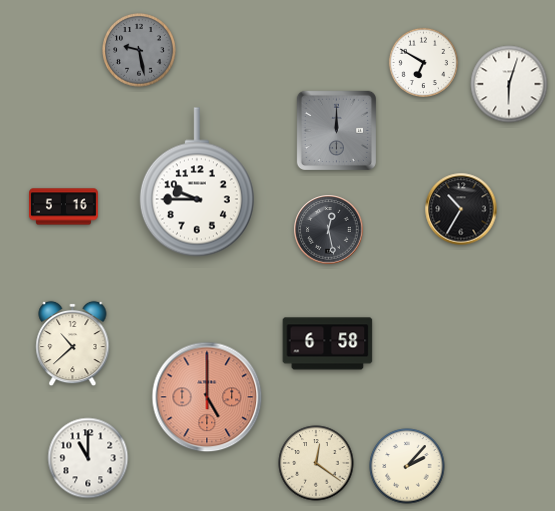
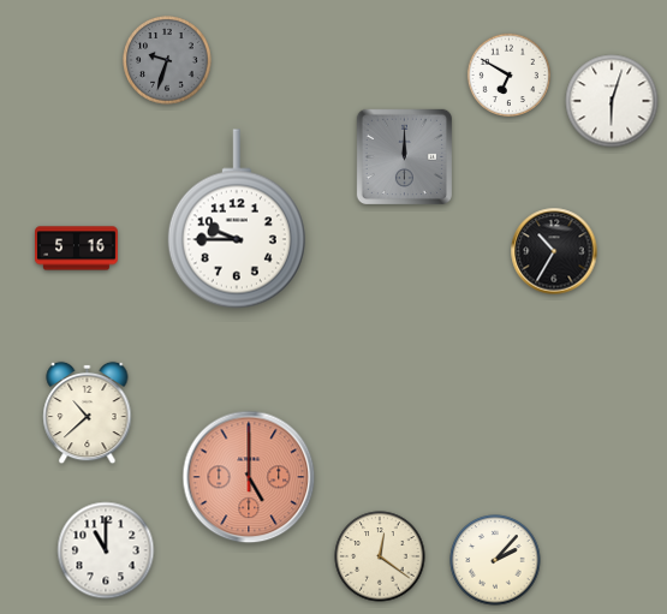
clock at (139, 50): 9:28 -> 9:33
clock at (329, 230): 12:28 -> none
clock at (328, 344): 6:58 -> none
clock at (407, 466) position: (407, 466) -> (495, 560)
